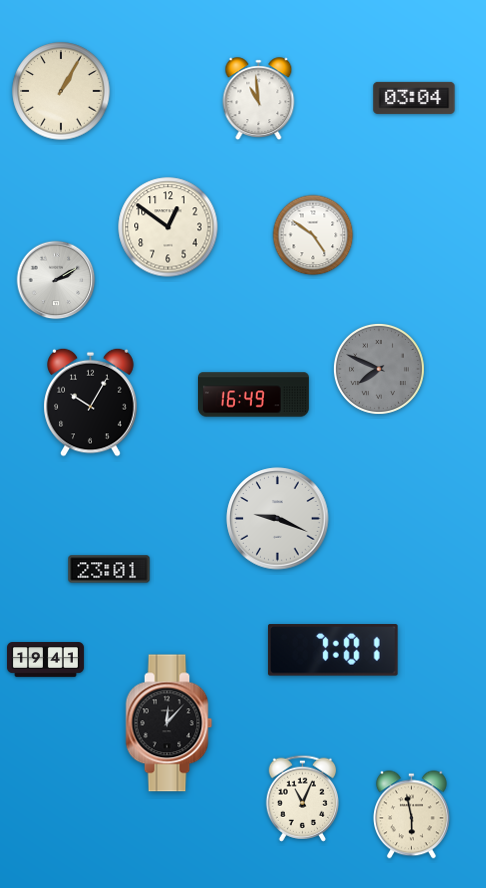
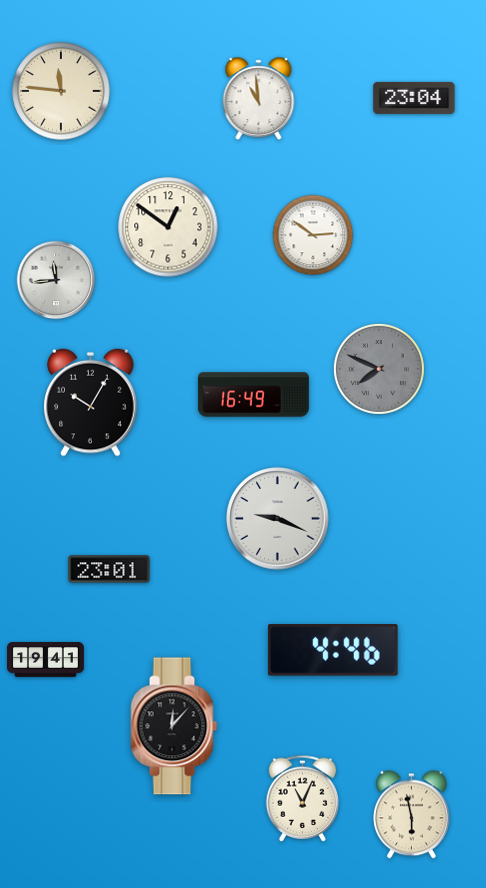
clock at (61, 91): 1:05 -> 11:46
clock at (414, 98): 03:04 -> 23:04
clock at (313, 235): 4:51 -> 2:51
clock at (56, 280): 2:10 -> 11:44
clock at (333, 651): 7:01 -> 4:46
clock at (169, 723) position: (169, 723) -> (174, 726)
